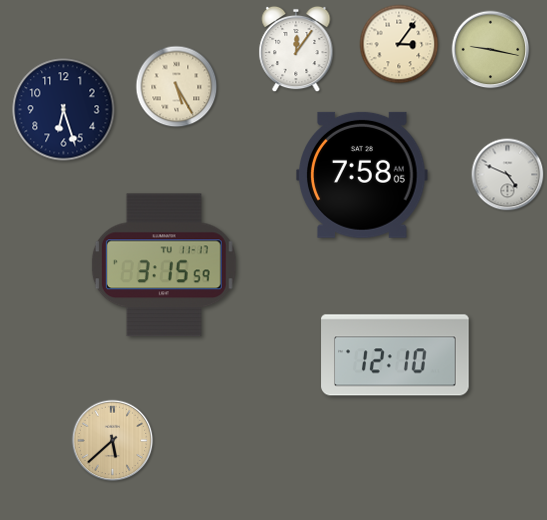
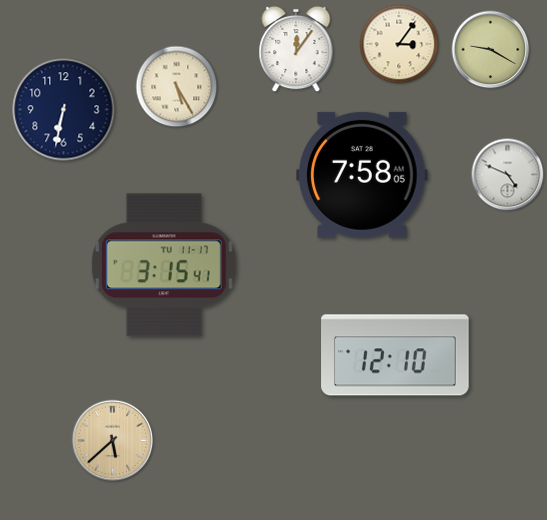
clock at (491, 50): 9:17 -> 9:20
clock at (64, 110): 6:27 -> 6:32
clock at (164, 265): 3:15:59 -> 3:15:41
